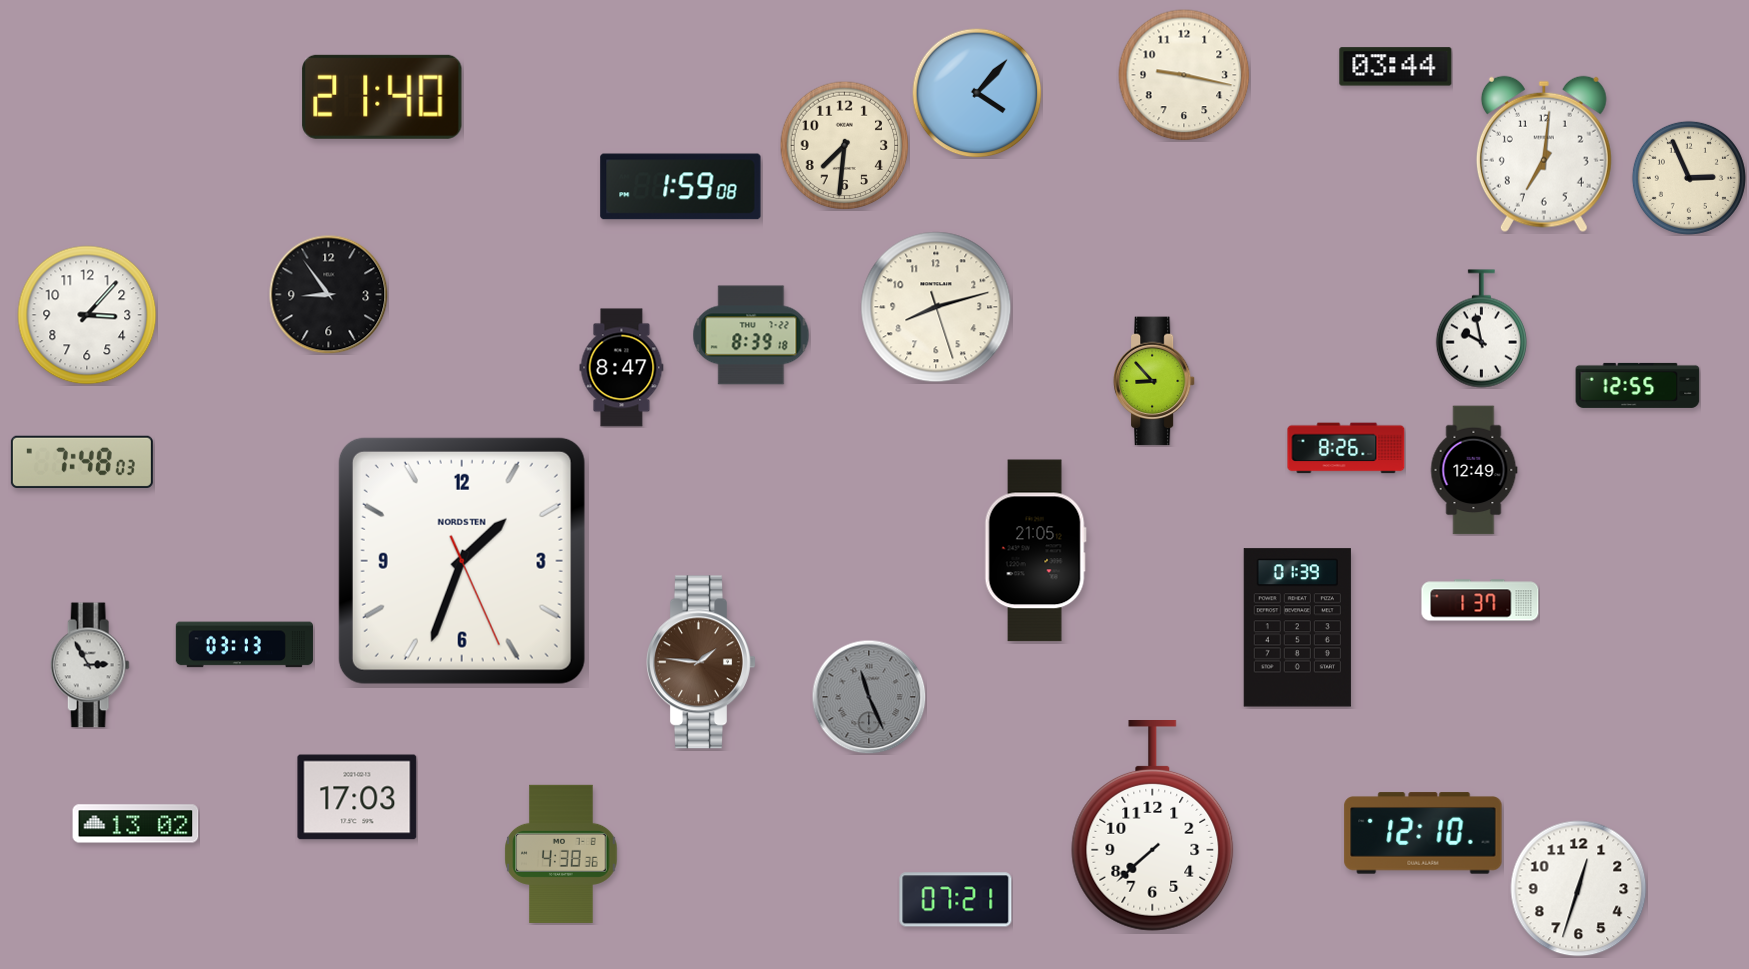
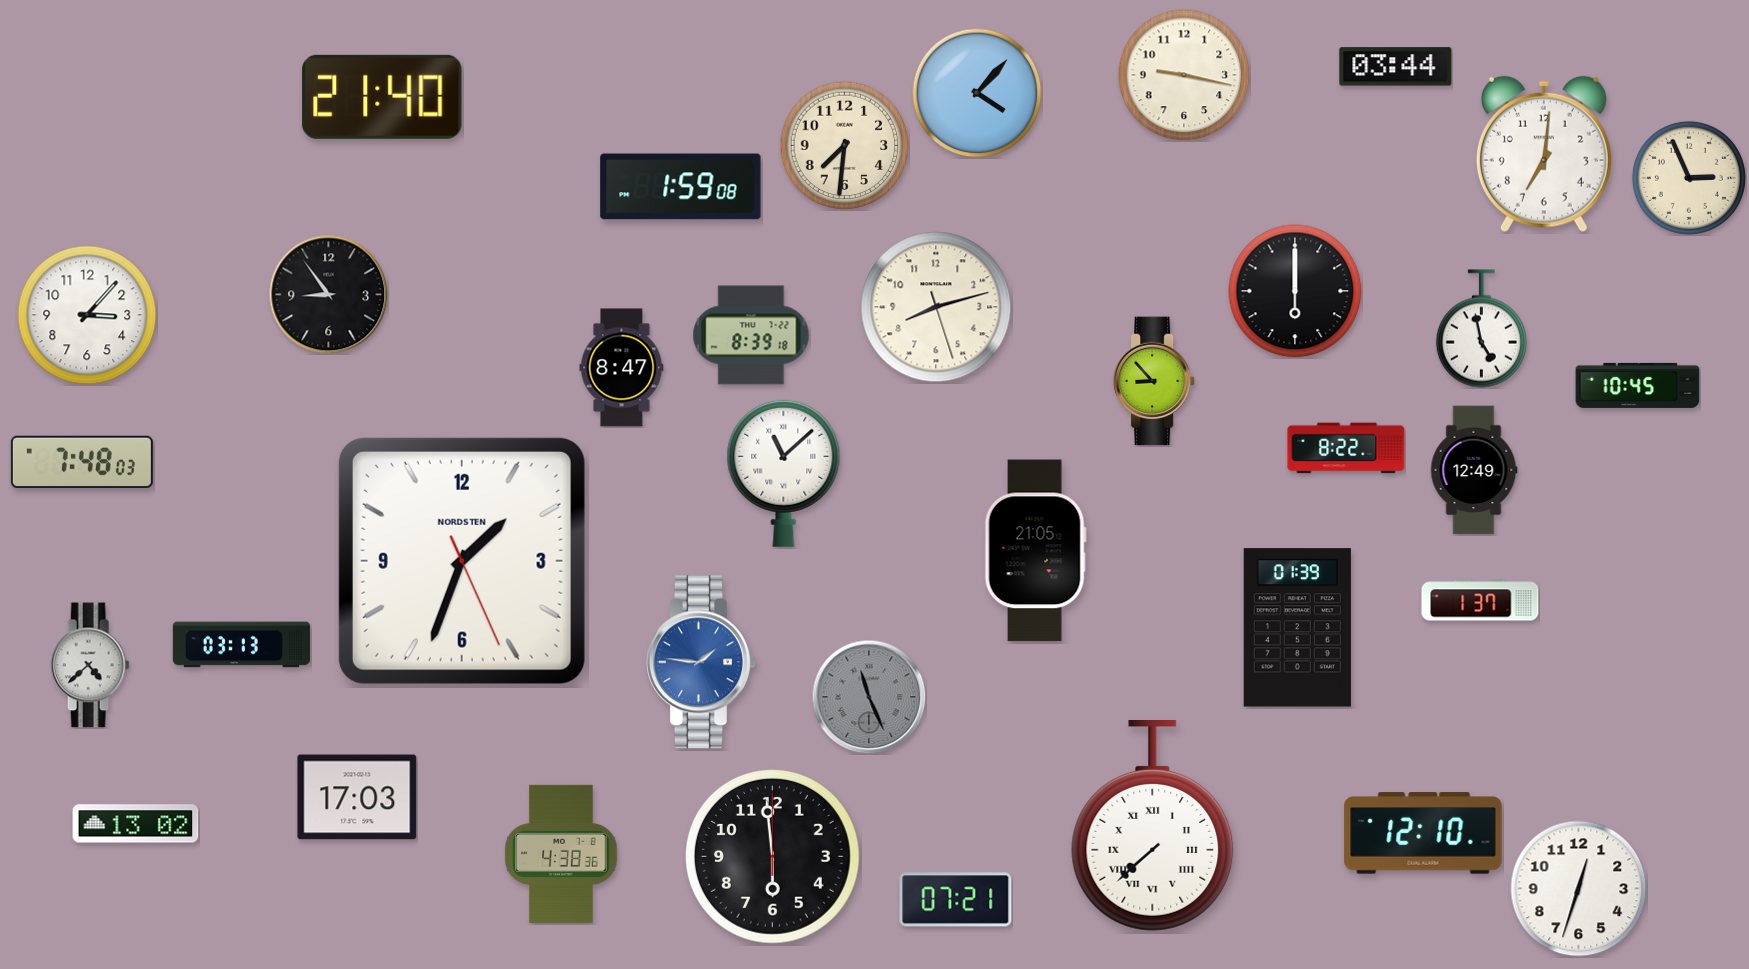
clock at (1295, 291): none -> 6:00
clock at (1481, 329): 9:58 -> 4:58
clock at (1638, 385): 12:55 -> 10:45
clock at (1346, 448): 8:26 -> 8:22
clock at (784, 473): none -> 11:08
clock at (244, 645) position: (244, 645) -> (241, 645)
clock at (702, 662) dial: brown -> blue
clock at (90, 665): 2:55 -> 4:38
clock at (1153, 826) numerals: Arabic -> Roman
clock at (772, 856): none -> 5:59
